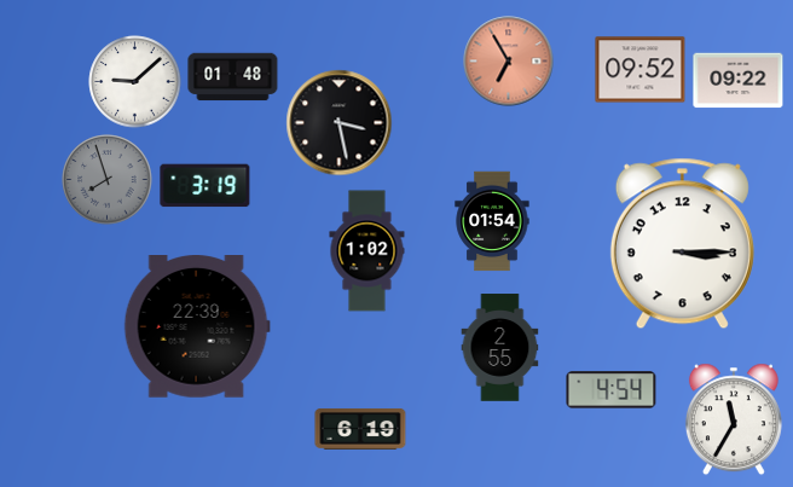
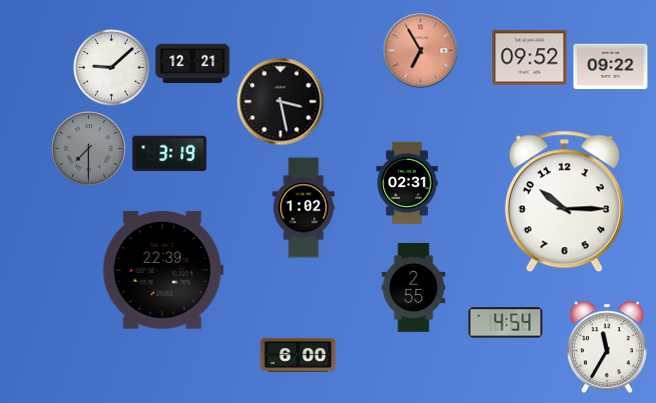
clock at (233, 77): 01:48 -> 12:21
clock at (108, 180): 7:57 -> 7:30
clock at (492, 221): 01:54 -> 02:31
clock at (682, 244): 3:15 -> 10:15
clock at (360, 429): 6:19 -> 6:00
